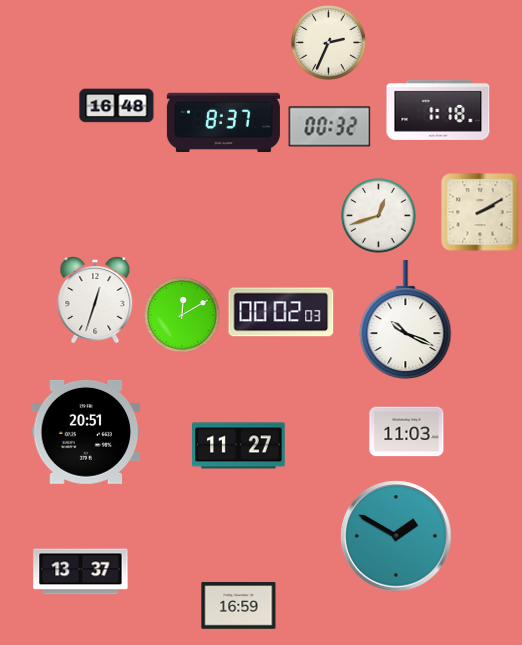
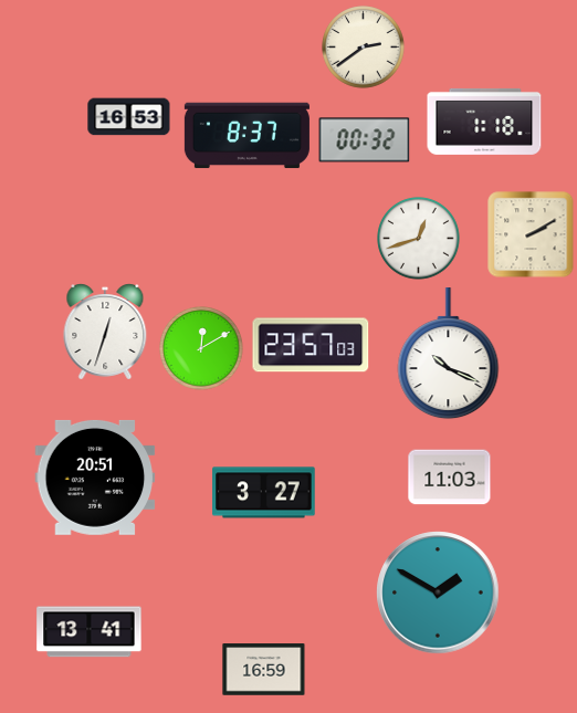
clock at (329, 43): 2:34 -> 2:39
clock at (117, 106): 16:48 -> 16:53
clock at (281, 312): 00:02 -> 23:57
clock at (239, 446): 11:27 -> 3:27
clock at (81, 572): 13:37 -> 13:41
